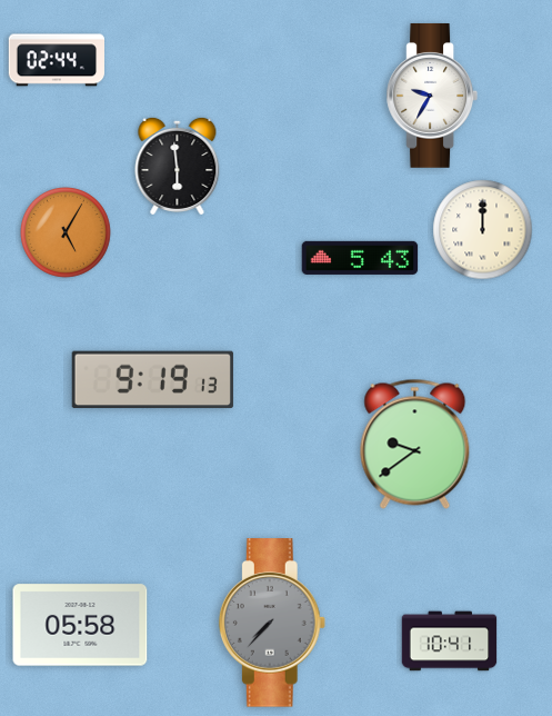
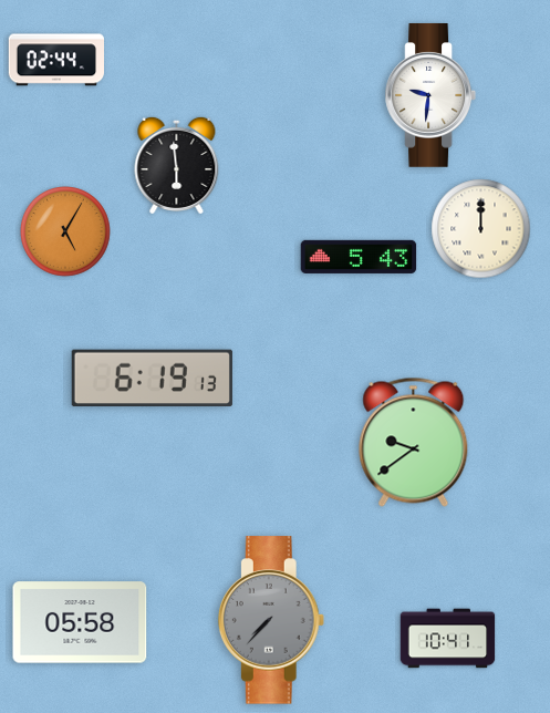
clock at (432, 96): 9:35 -> 9:31
clock at (152, 380): 9:19 -> 6:19
